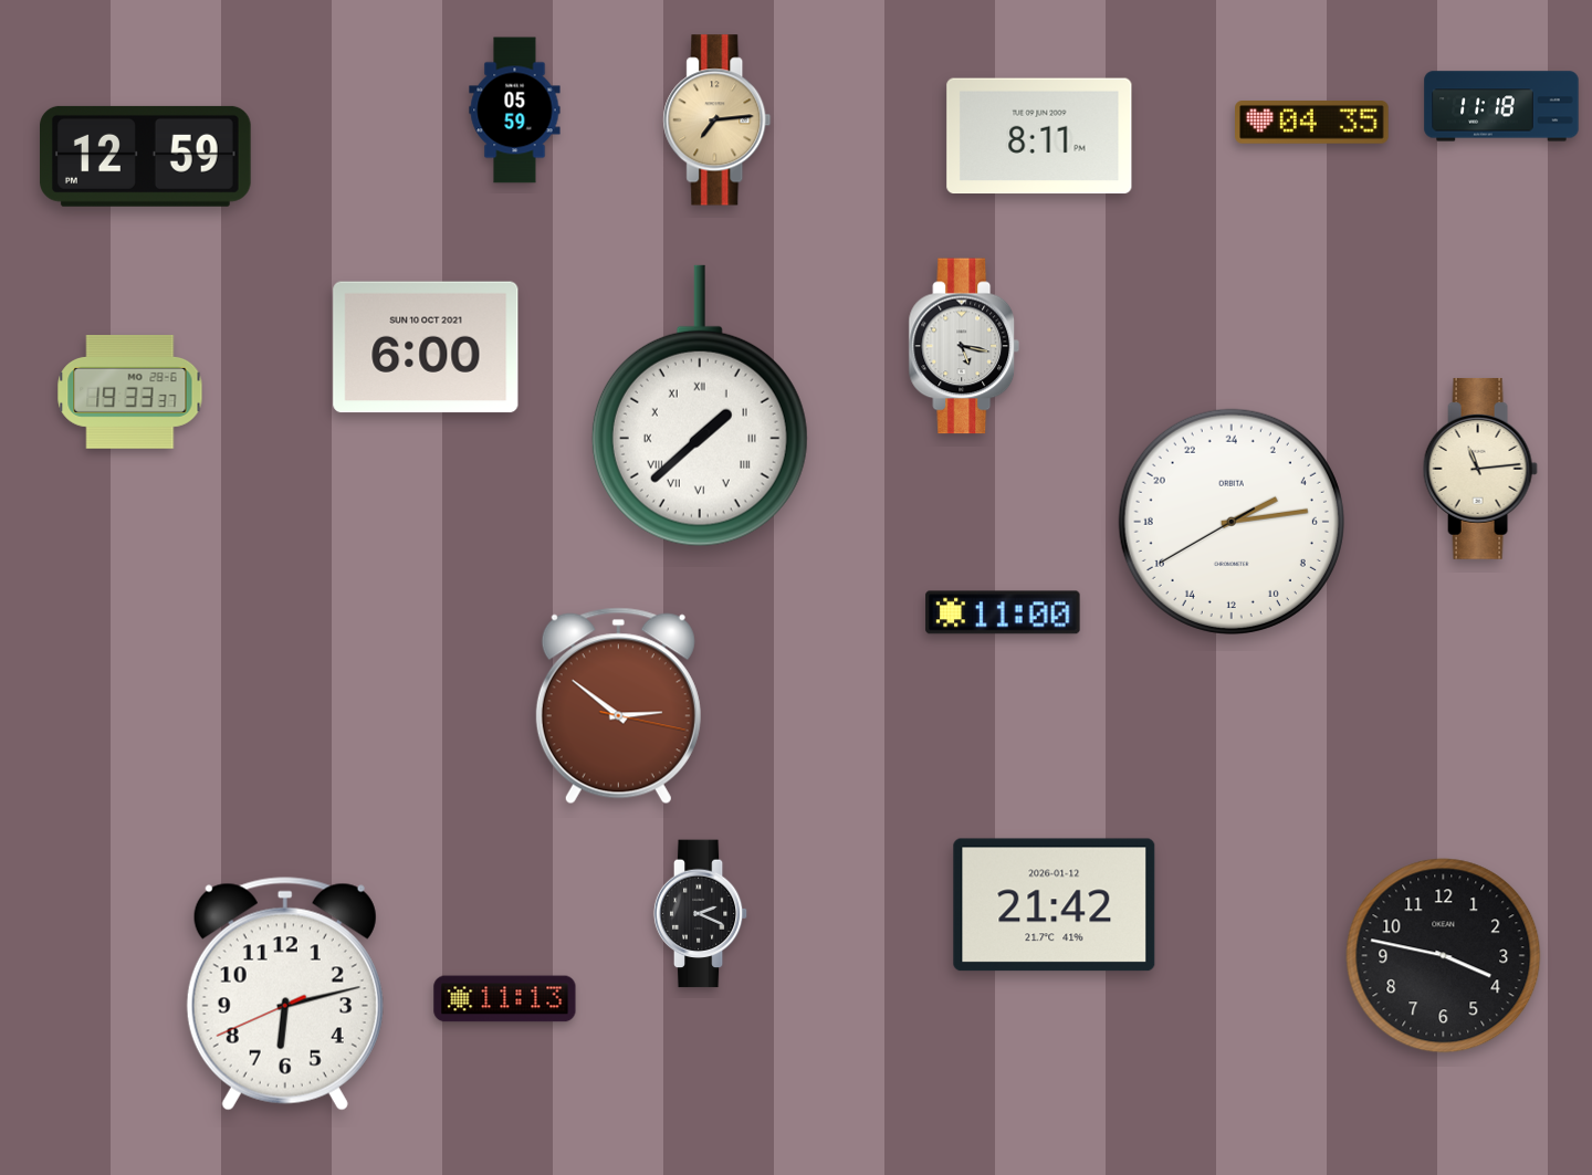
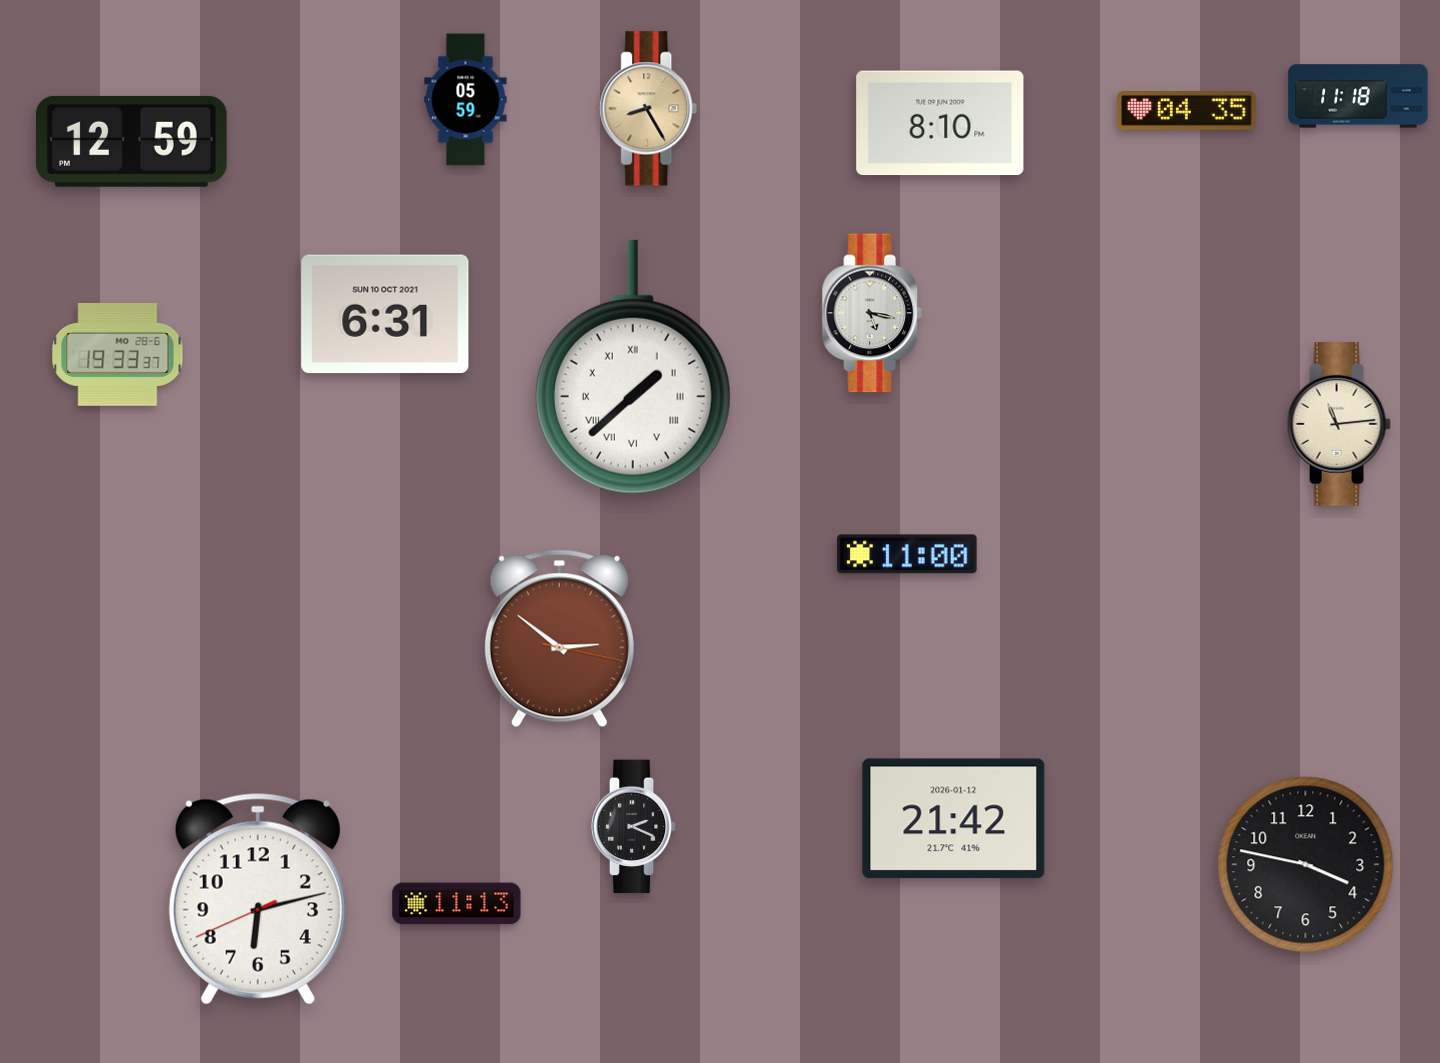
clock at (718, 120): 7:14 -> 8:25
clock at (1039, 136): 8:11 -> 8:10
clock at (426, 347): 6:00 -> 6:31
clock at (1232, 522): 4:13 -> none
